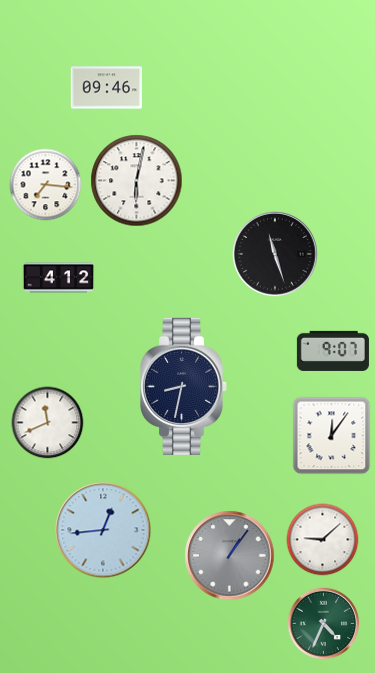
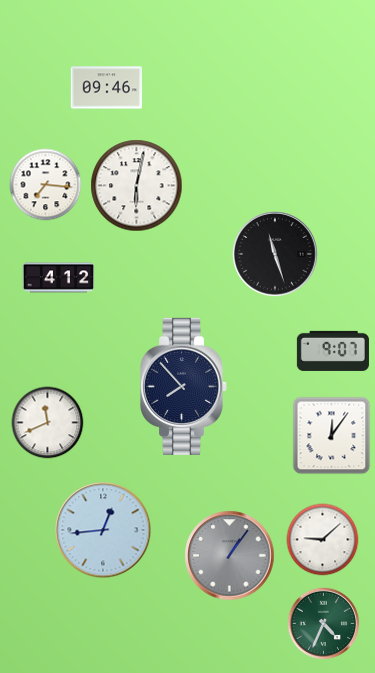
clock at (137, 181) position: (137, 181) -> (137, 186)
clock at (183, 386): 8:32 -> 7:53
